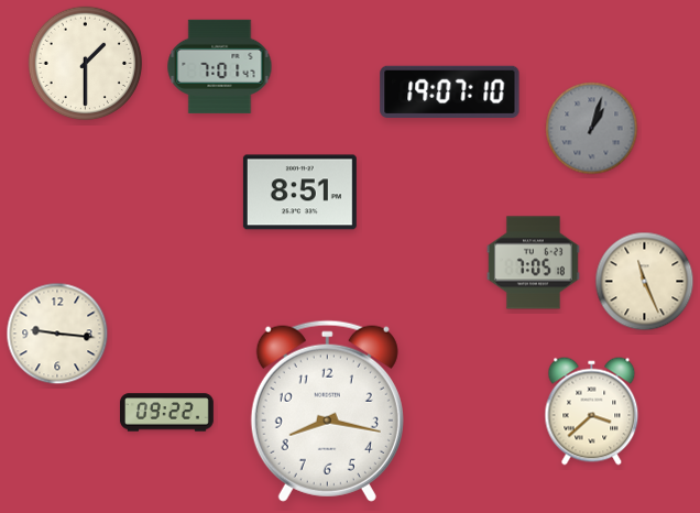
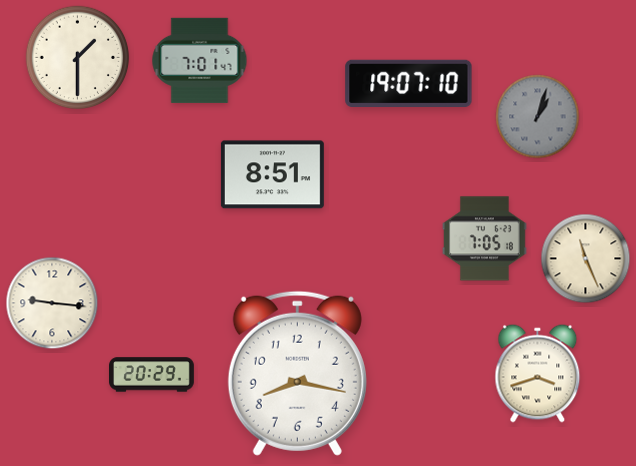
clock at (645, 282) position: (645, 282) -> (586, 259)
clock at (592, 412): 3:38 -> 3:42
clock at (167, 413): 09:22 -> 20:29
